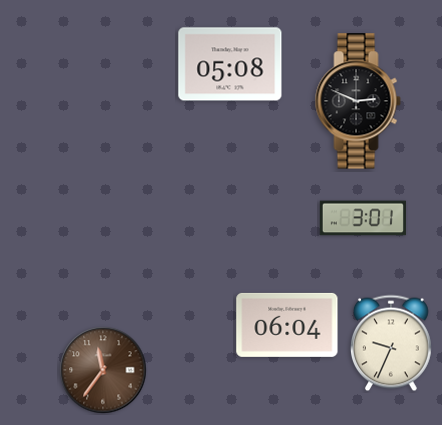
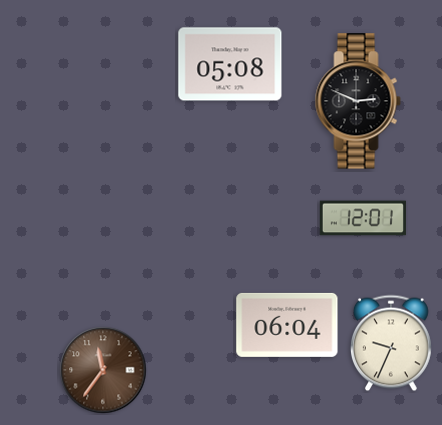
clock at (363, 218): 3:01 -> 12:01
